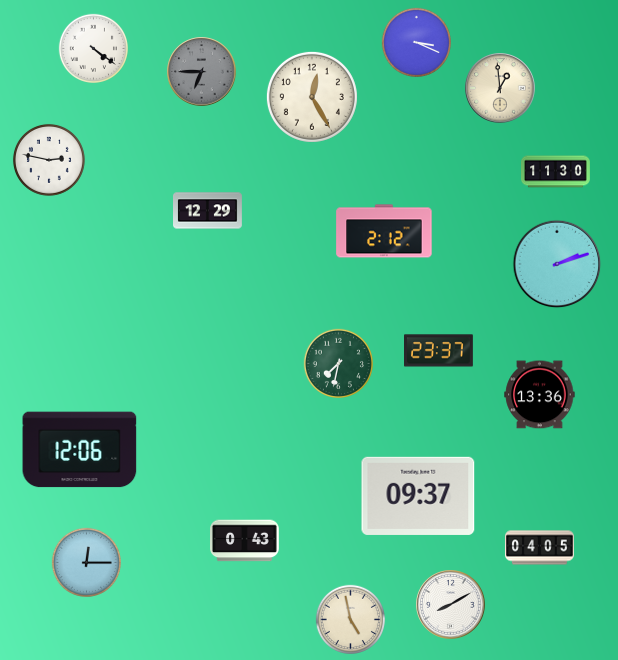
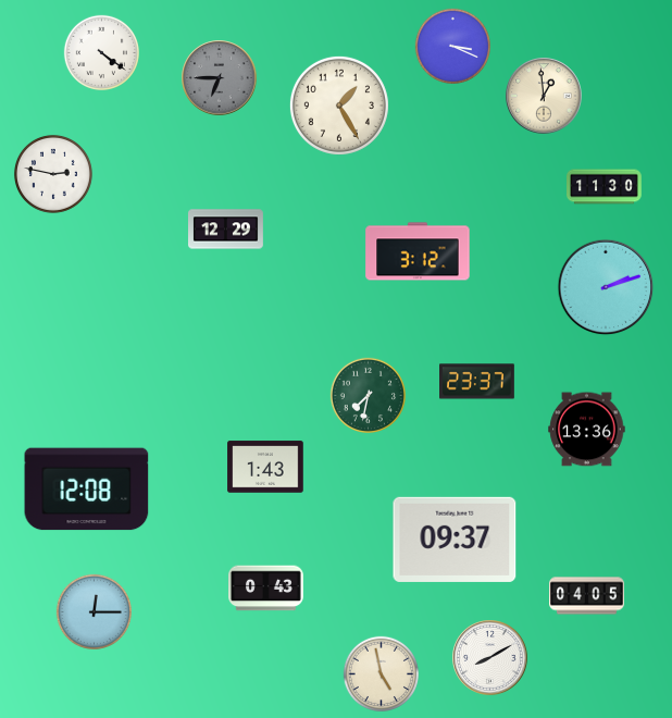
clock at (312, 97): 12:25 -> 1:25
clock at (384, 231): 2:12 -> 3:12
clock at (265, 467): none -> 1:43
clock at (80, 450): 12:06 -> 12:08
